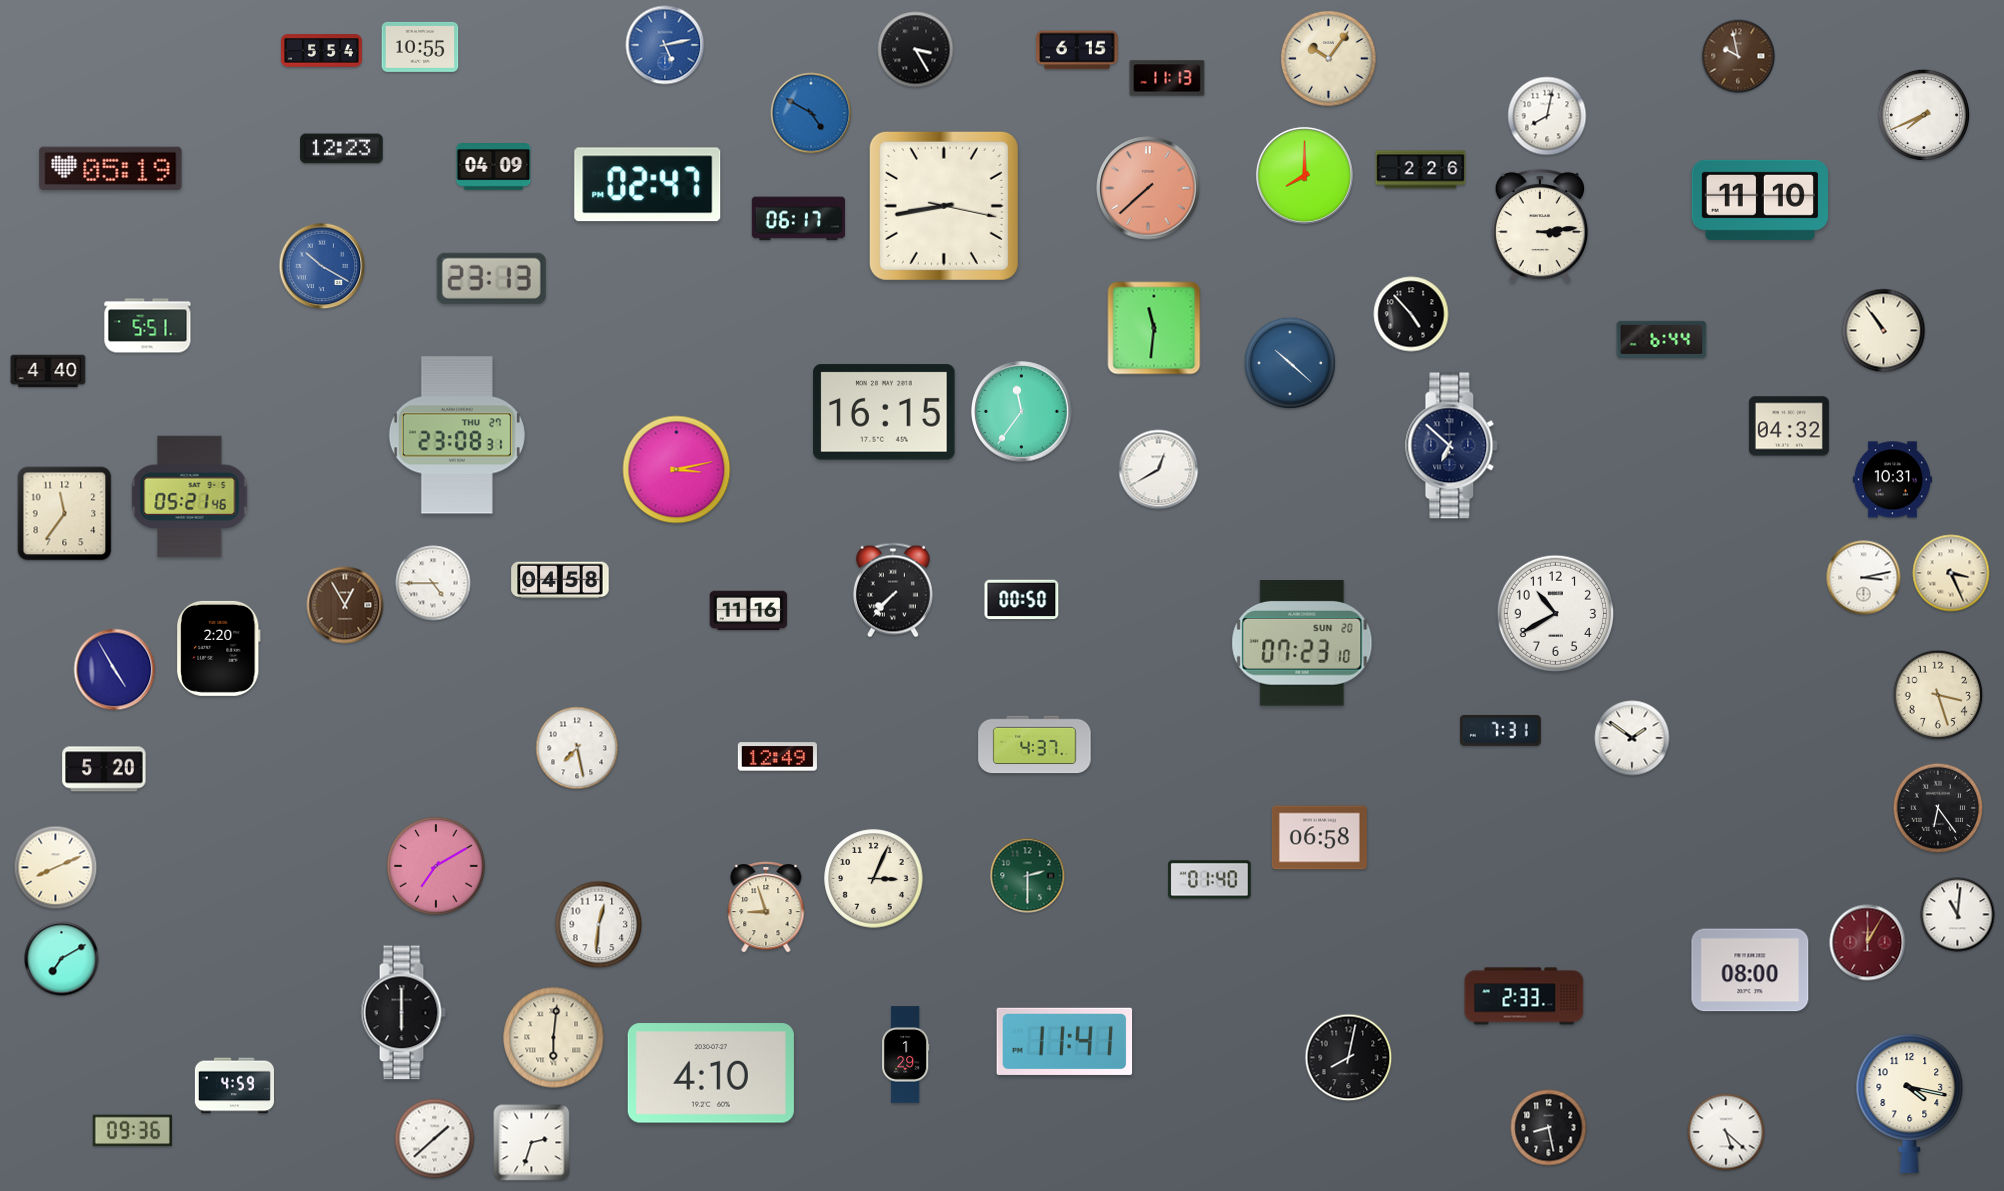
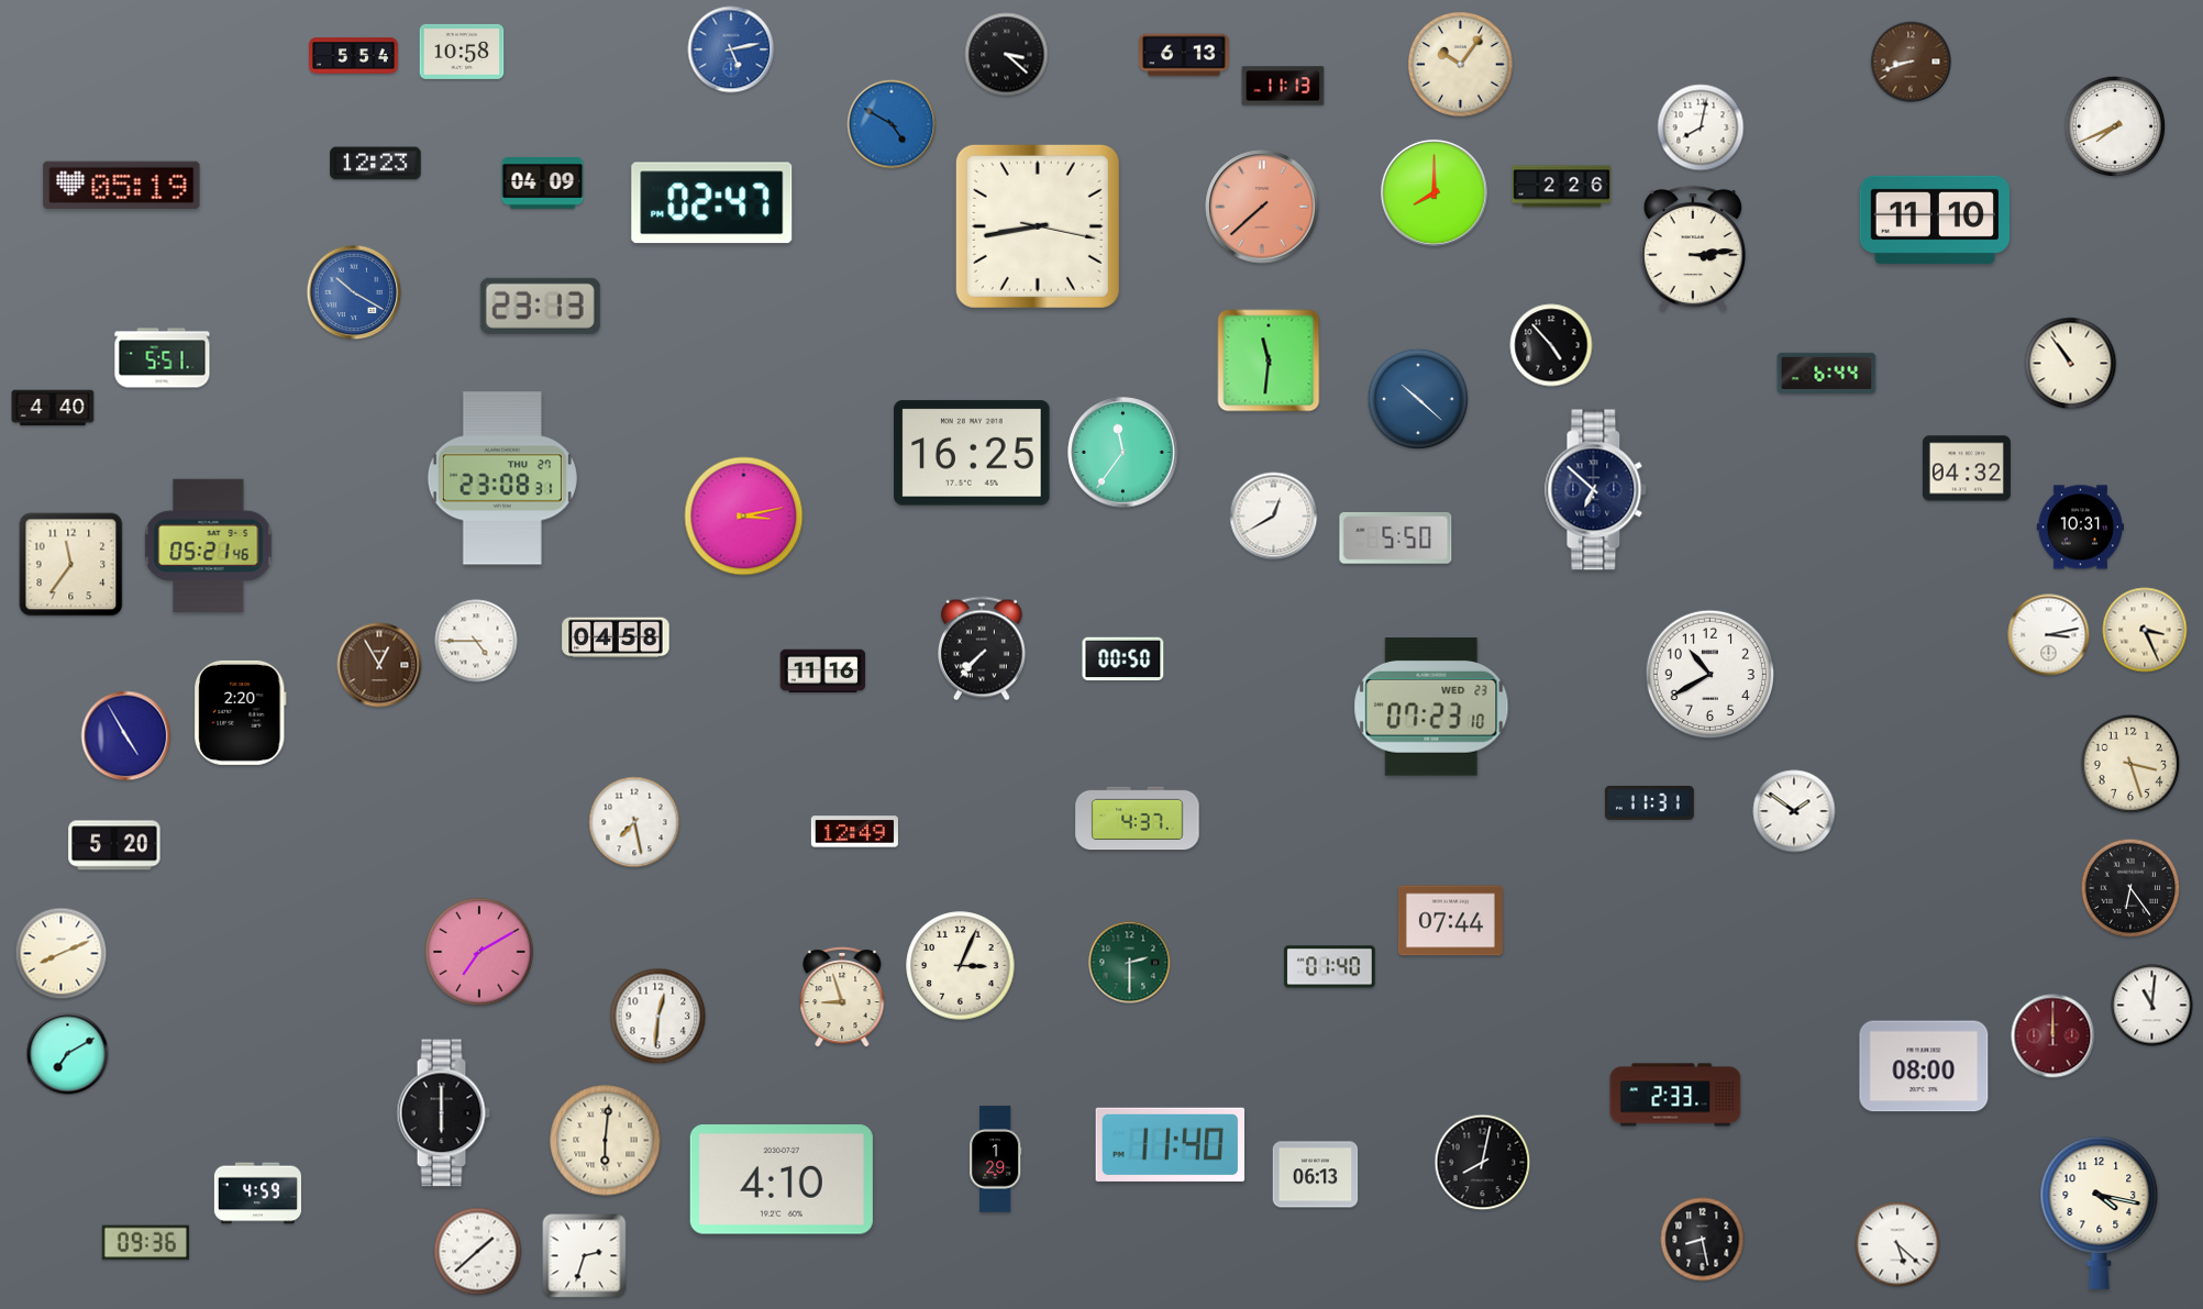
clock at (420, 47): 10:55 -> 10:58
clock at (916, 50): 3:25 -> 3:22
clock at (1077, 50): 6:15 -> 6:13
clock at (1738, 56): 9:58 -> 8:42
clock at (798, 219): 06:17 -> none
clock at (884, 412): 16:15 -> 16:25
clock at (1396, 537): none -> 5:50
clock at (1302, 643) date: SUN 20 -> WED 23
clock at (1500, 730): 7:31 -> 11:31
clock at (1319, 838): 06:58 -> 07:44
clock at (1868, 943): 12:05 -> 12:00
clock at (554, 1038) position: (554, 1038) -> (606, 1141)
clock at (1065, 1041): 11:41 -> 11:40
clock at (1316, 1175): none -> 06:13
